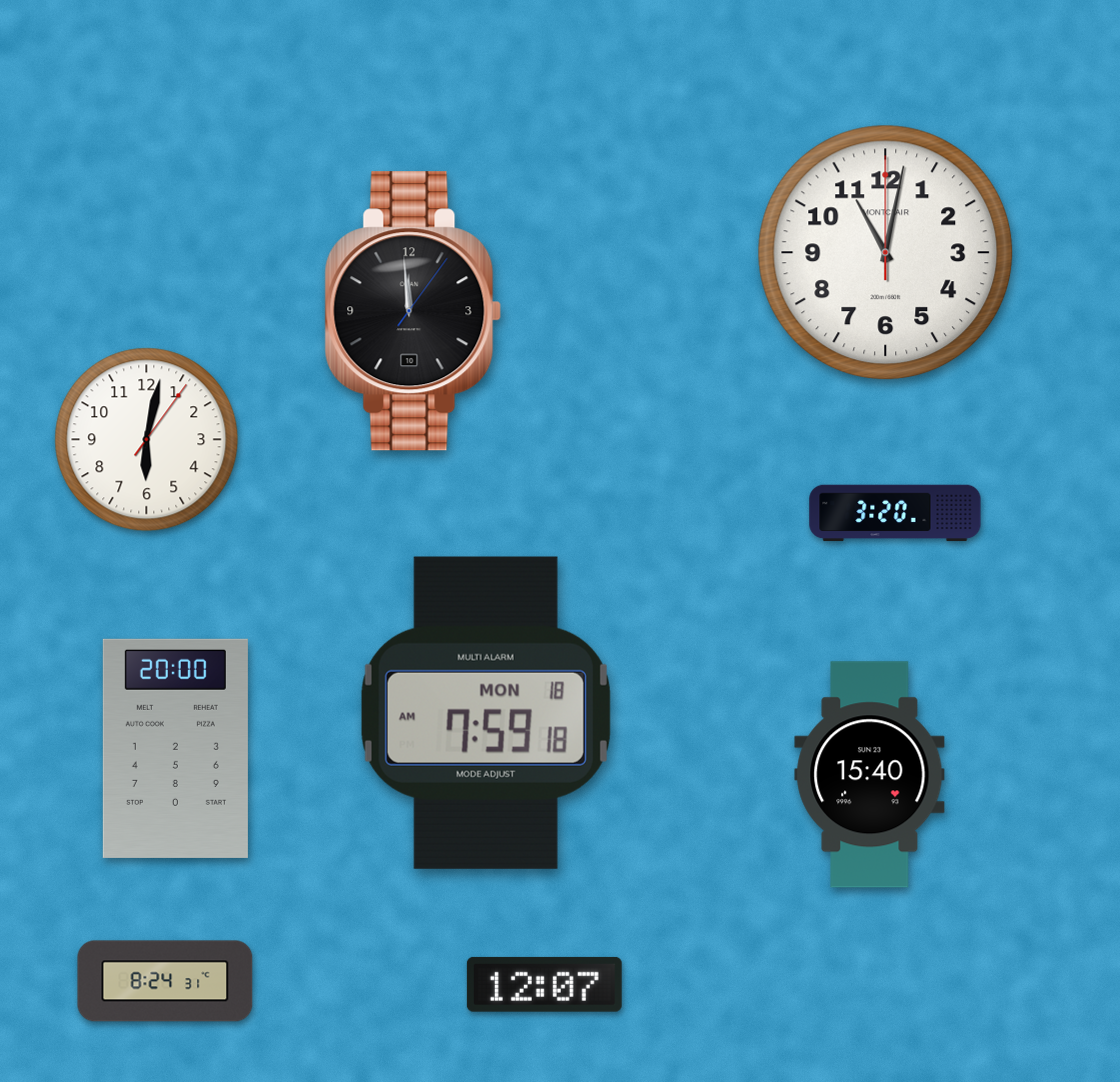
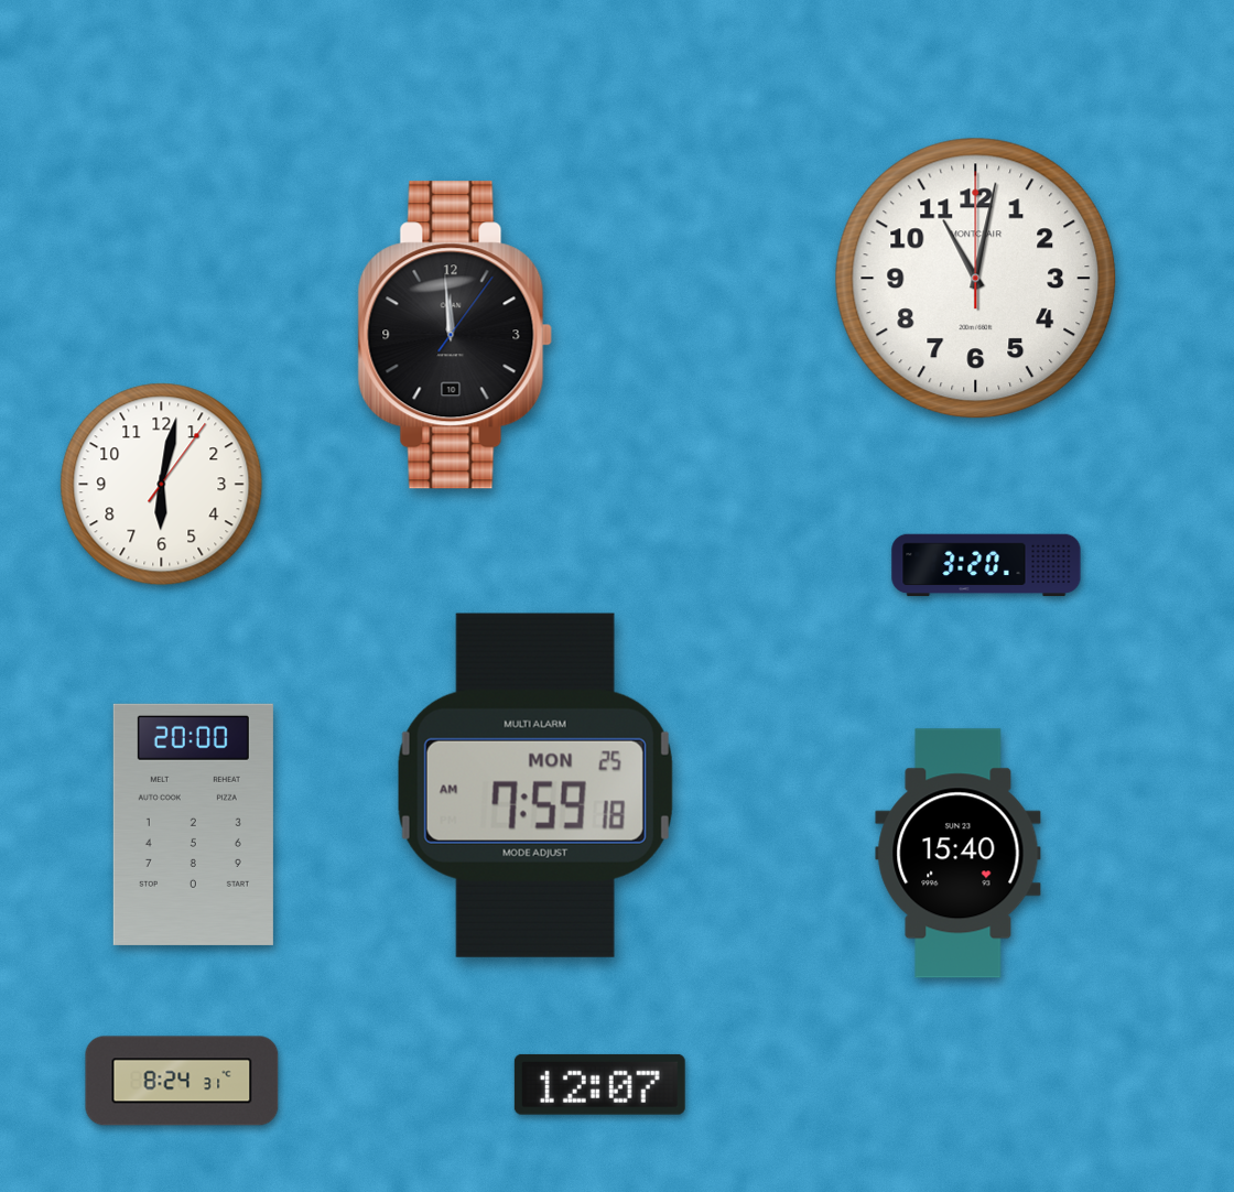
clock at (413, 311) position: (413, 311) -> (455, 335)
clock at (486, 713) date: MON 18 -> MON 25
